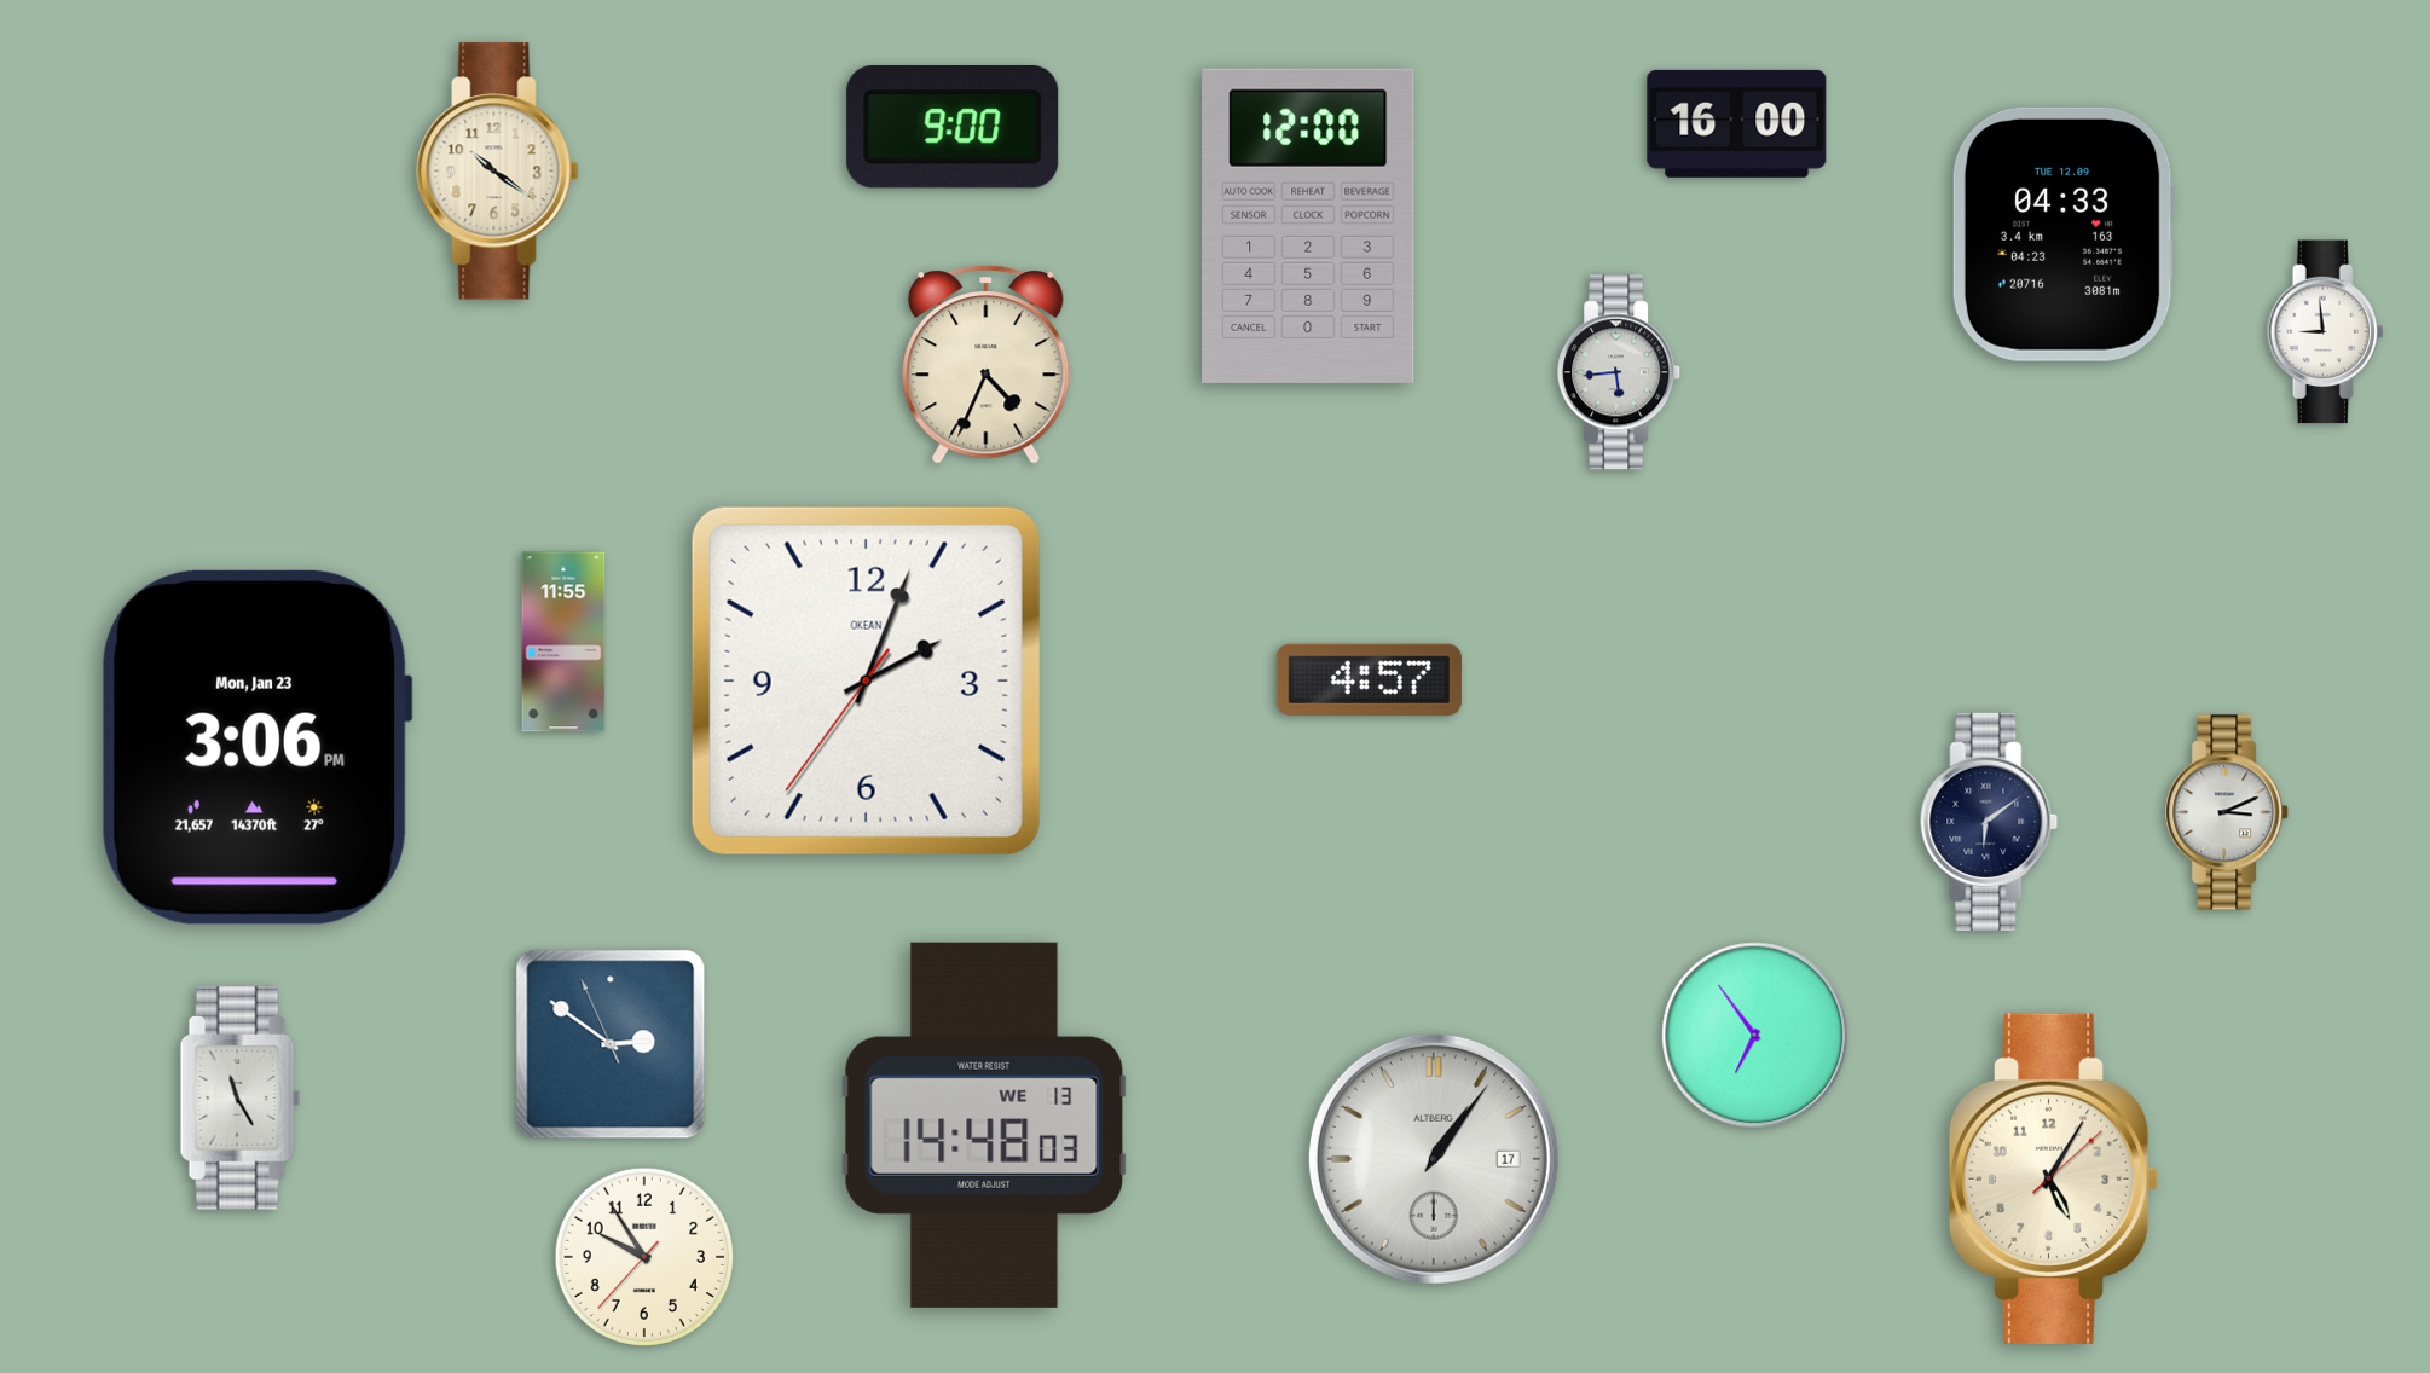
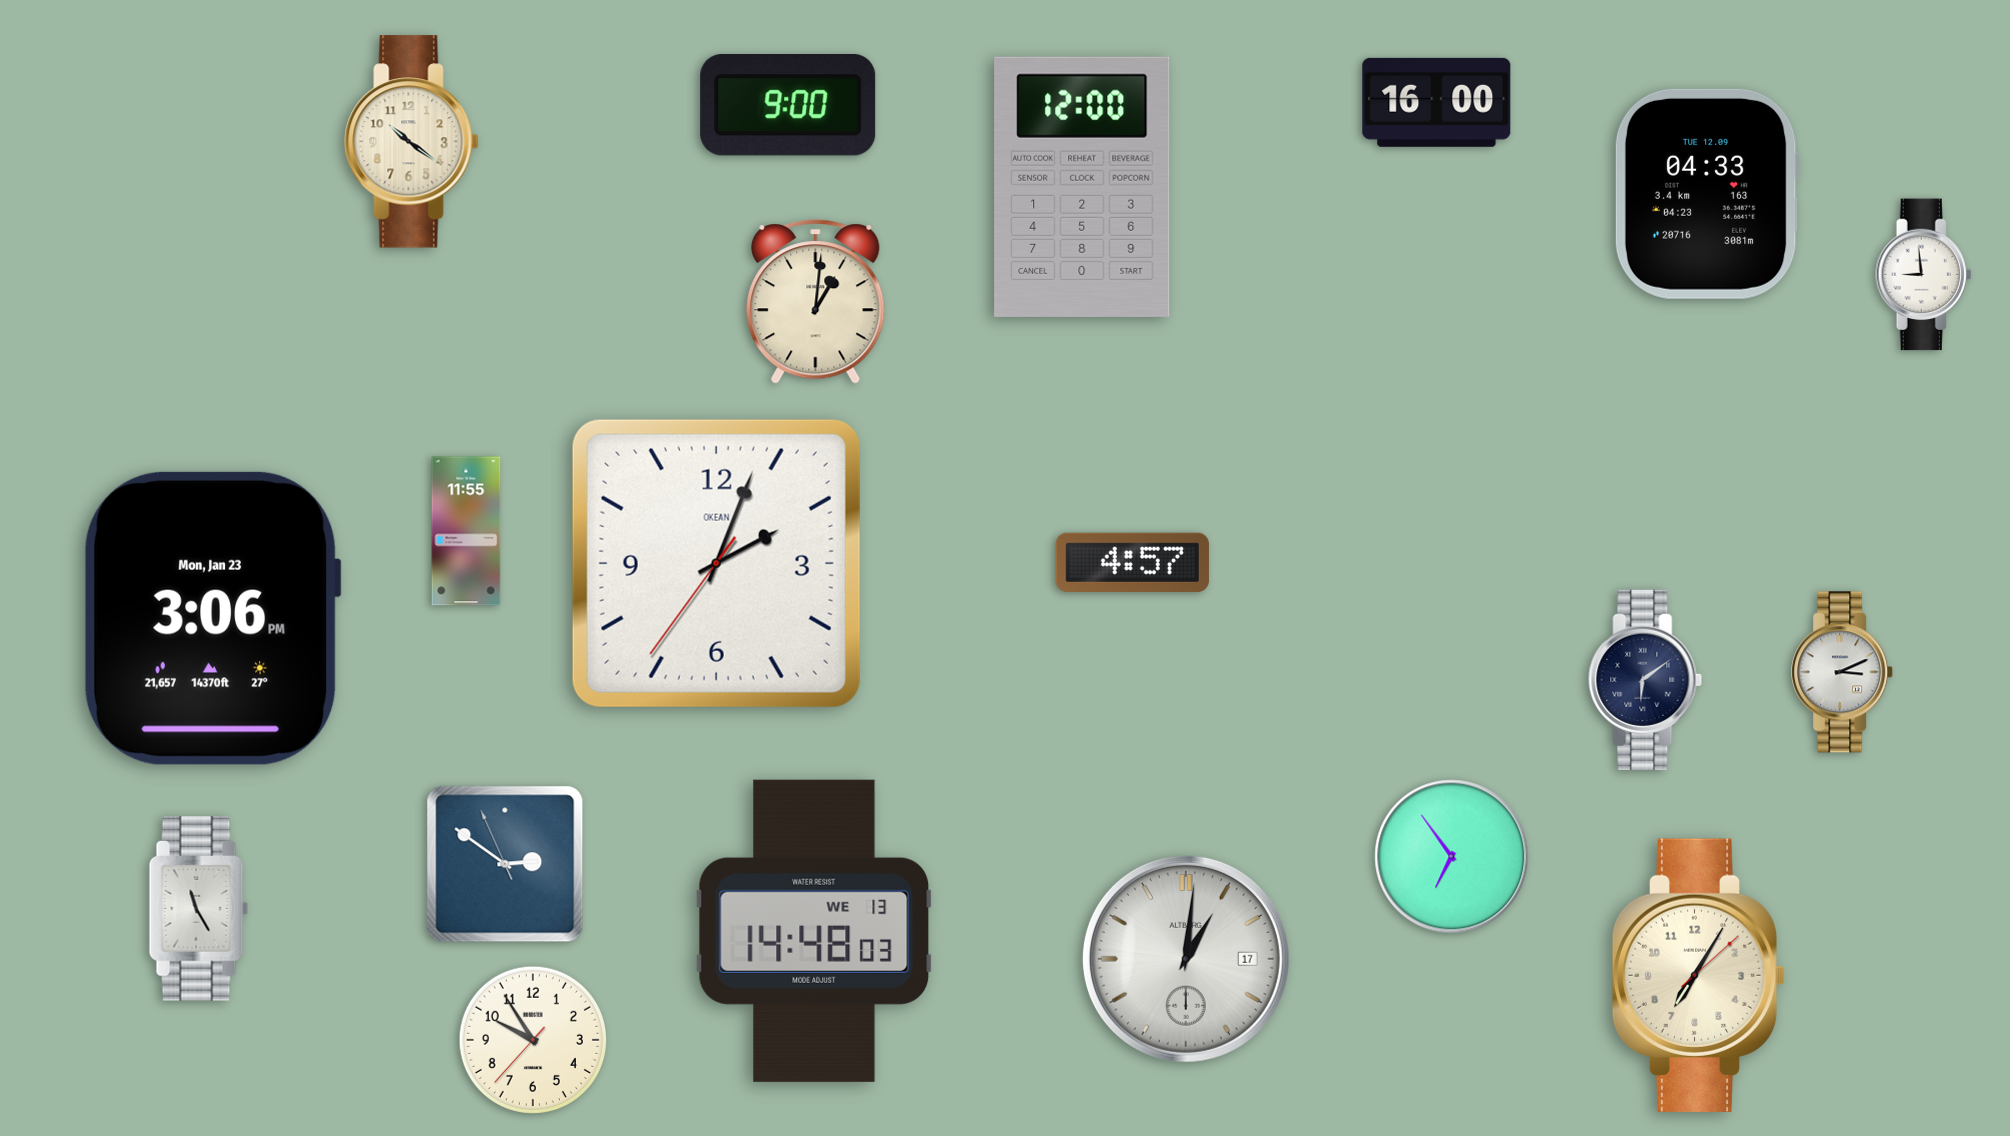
clock at (987, 365): 4:34 -> 1:01
clock at (1620, 372): 5:44 -> none
clock at (1434, 1159): 1:06 -> 1:01
clock at (2054, 1178): 5:05 -> 7:05
